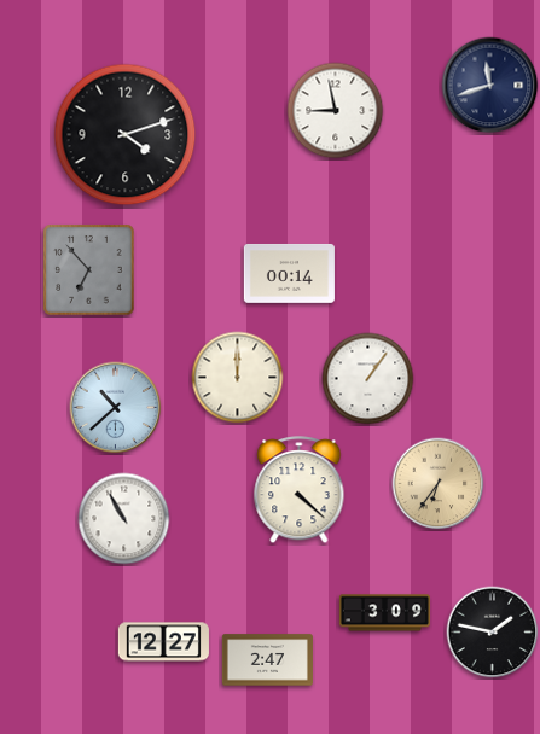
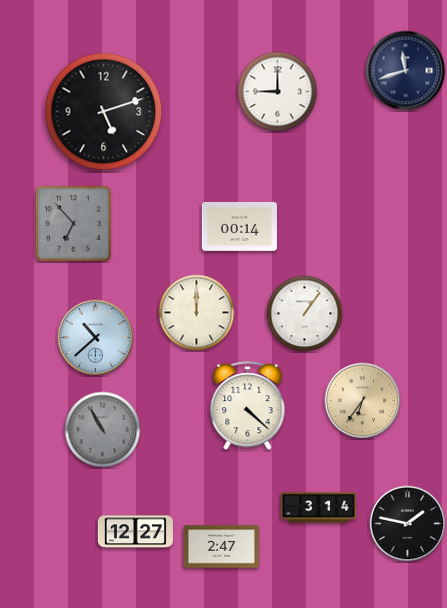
clock at (336, 111): 8:58 -> 9:00
clock at (126, 135): 4:12 -> 5:12
clock at (124, 519) dial: white -> grey
clock at (384, 613): 3:09 -> 3:14
